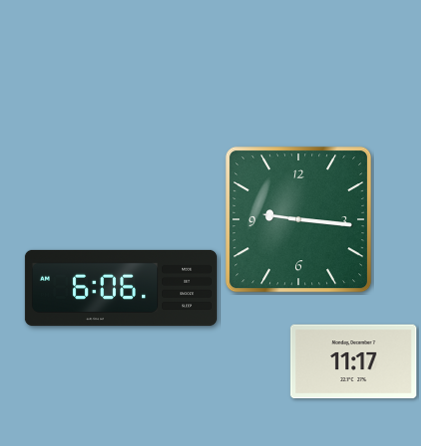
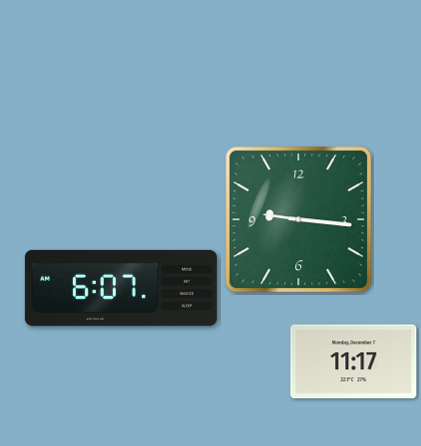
clock at (121, 288): 6:06 -> 6:07
